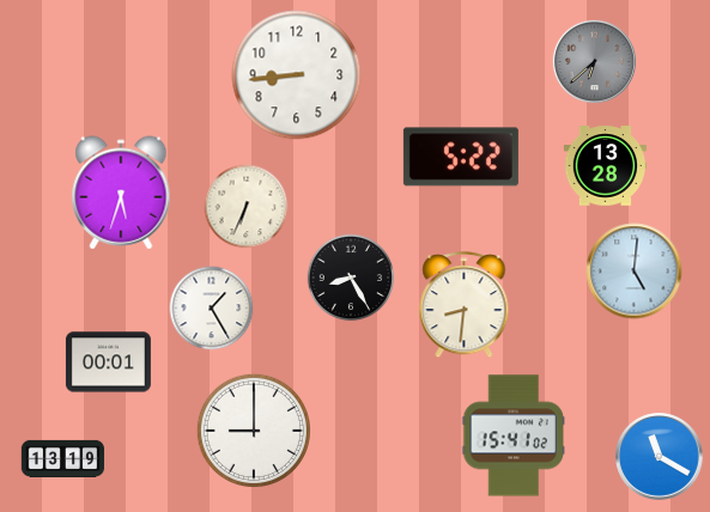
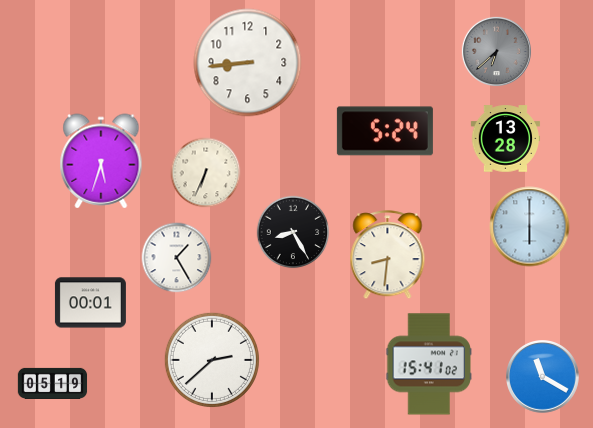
clock at (461, 157): 5:22 -> 5:24
clock at (635, 272): 5:01 -> 6:00
clock at (254, 431): 9:00 -> 2:38
clock at (660, 457) position: (660, 457) -> (543, 377)
clock at (63, 458): 13:19 -> 05:19
